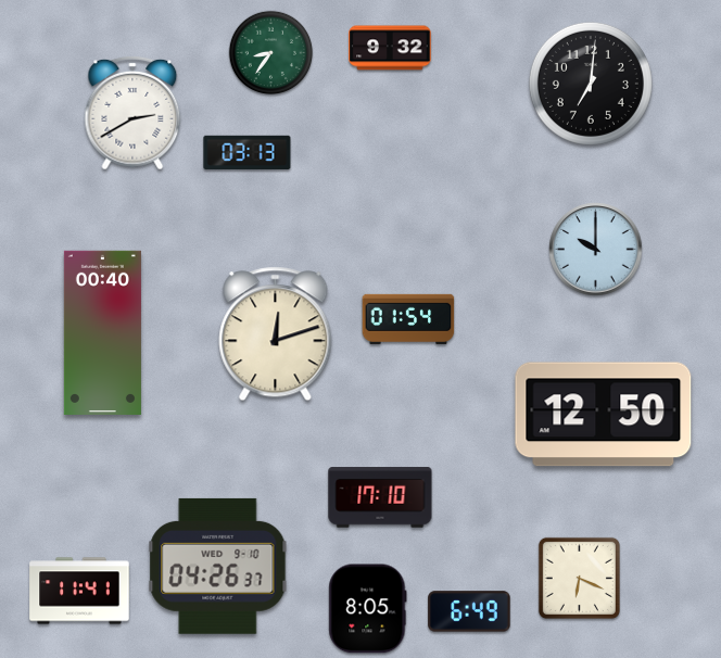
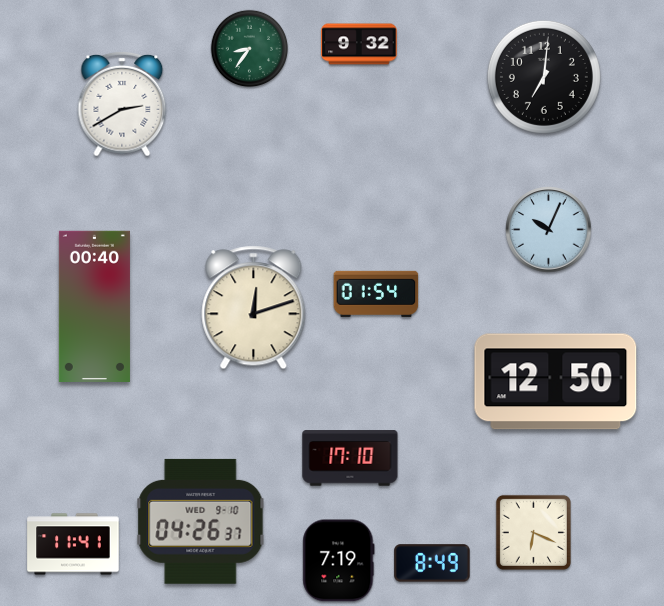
clock at (248, 152): 03:13 -> none
clock at (596, 250): 10:00 -> 10:04
clock at (368, 609): 8:05 -> 7:19
clock at (469, 611): 6:49 -> 8:49
